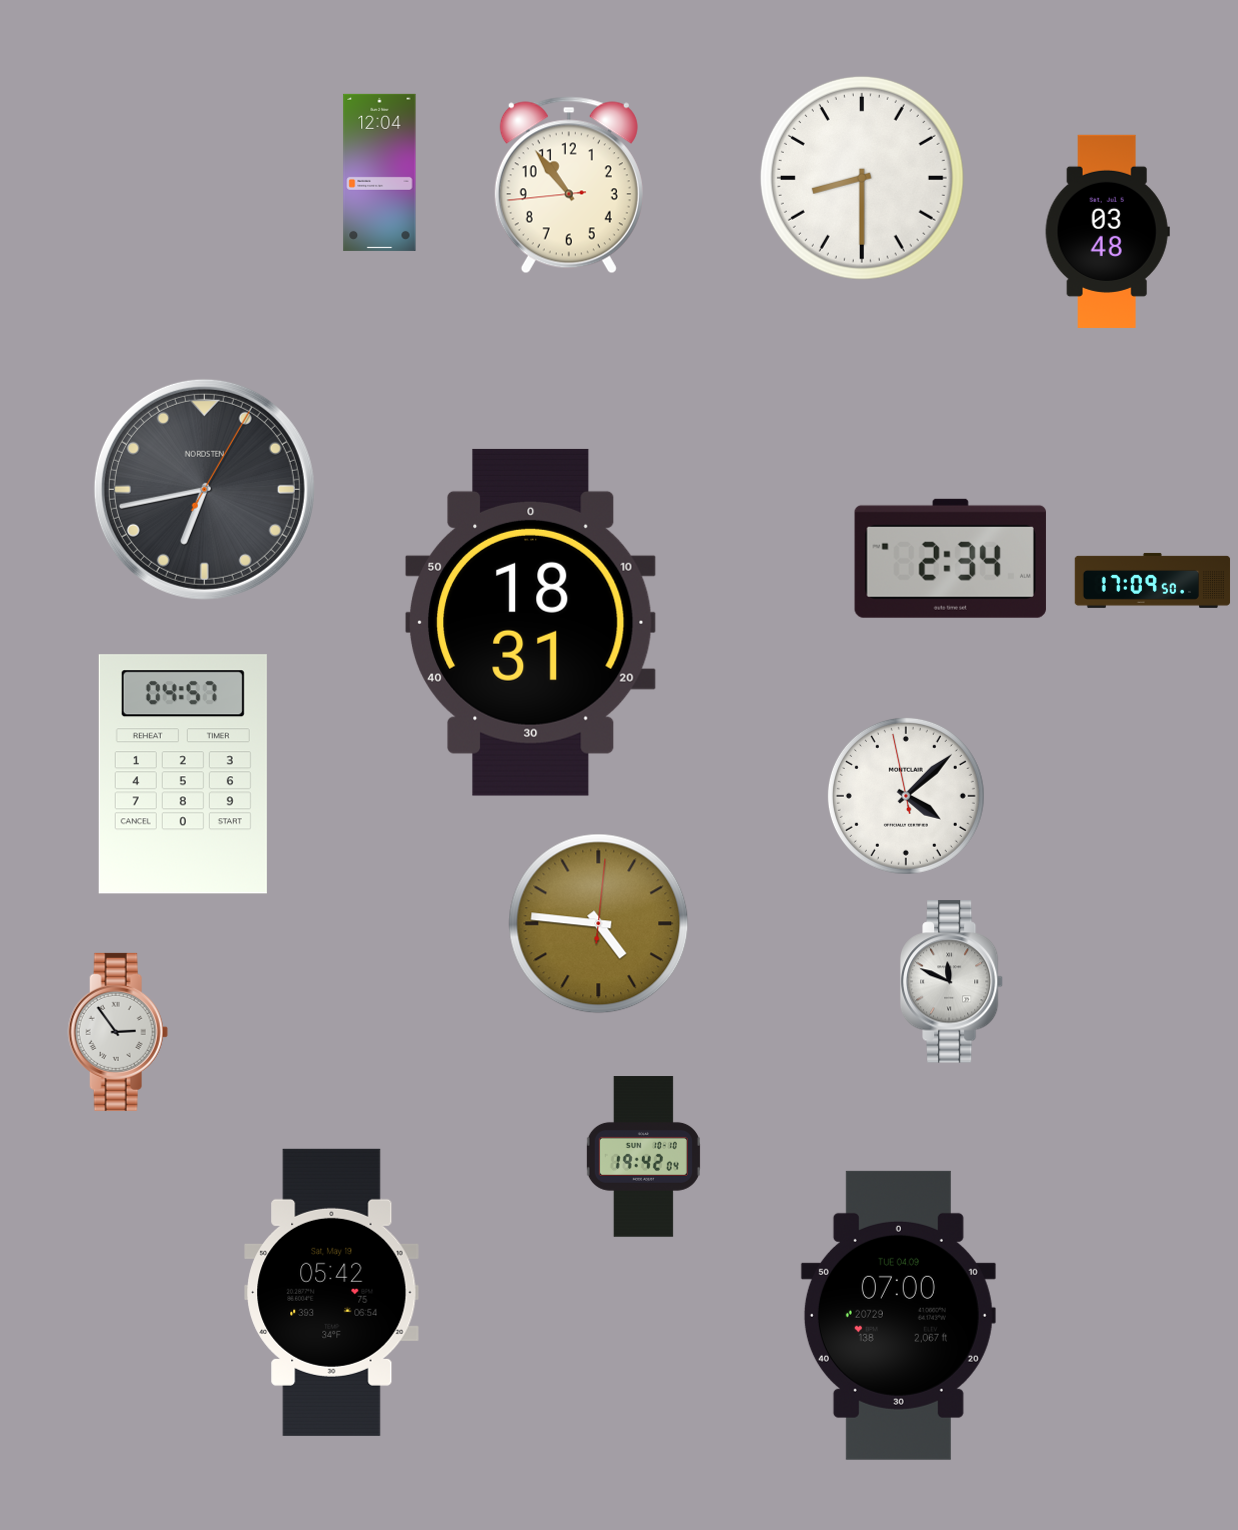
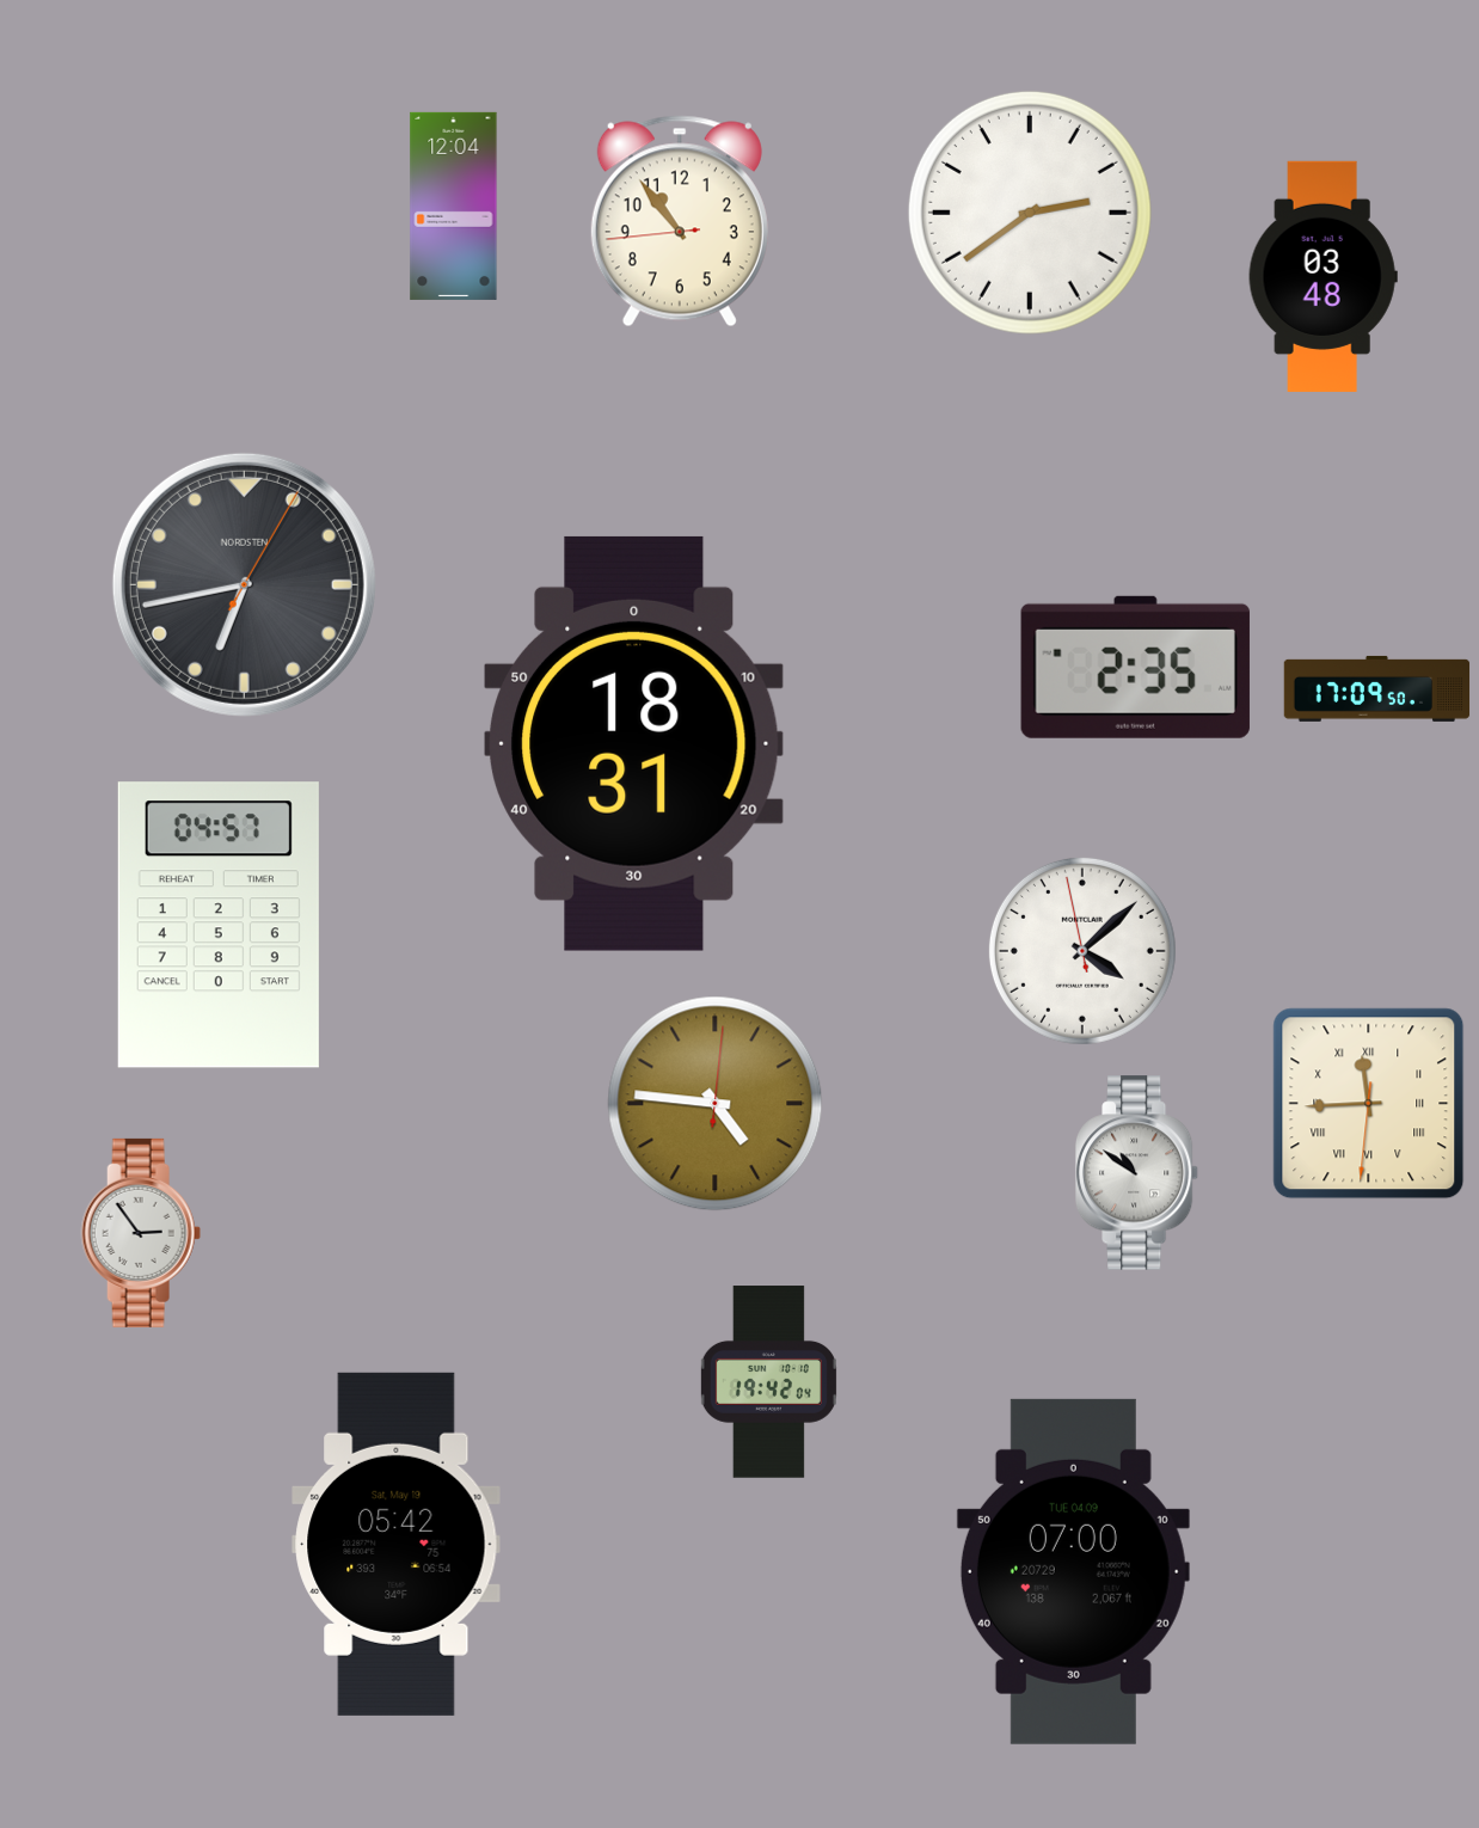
clock at (862, 178): 8:30 -> 2:39
clock at (950, 558): 2:34 -> 2:35
clock at (1153, 580) position: (1153, 580) -> (1377, 688)
clock at (1369, 1104): none -> 11:44
clock at (952, 982): 11:49 -> 10:51
